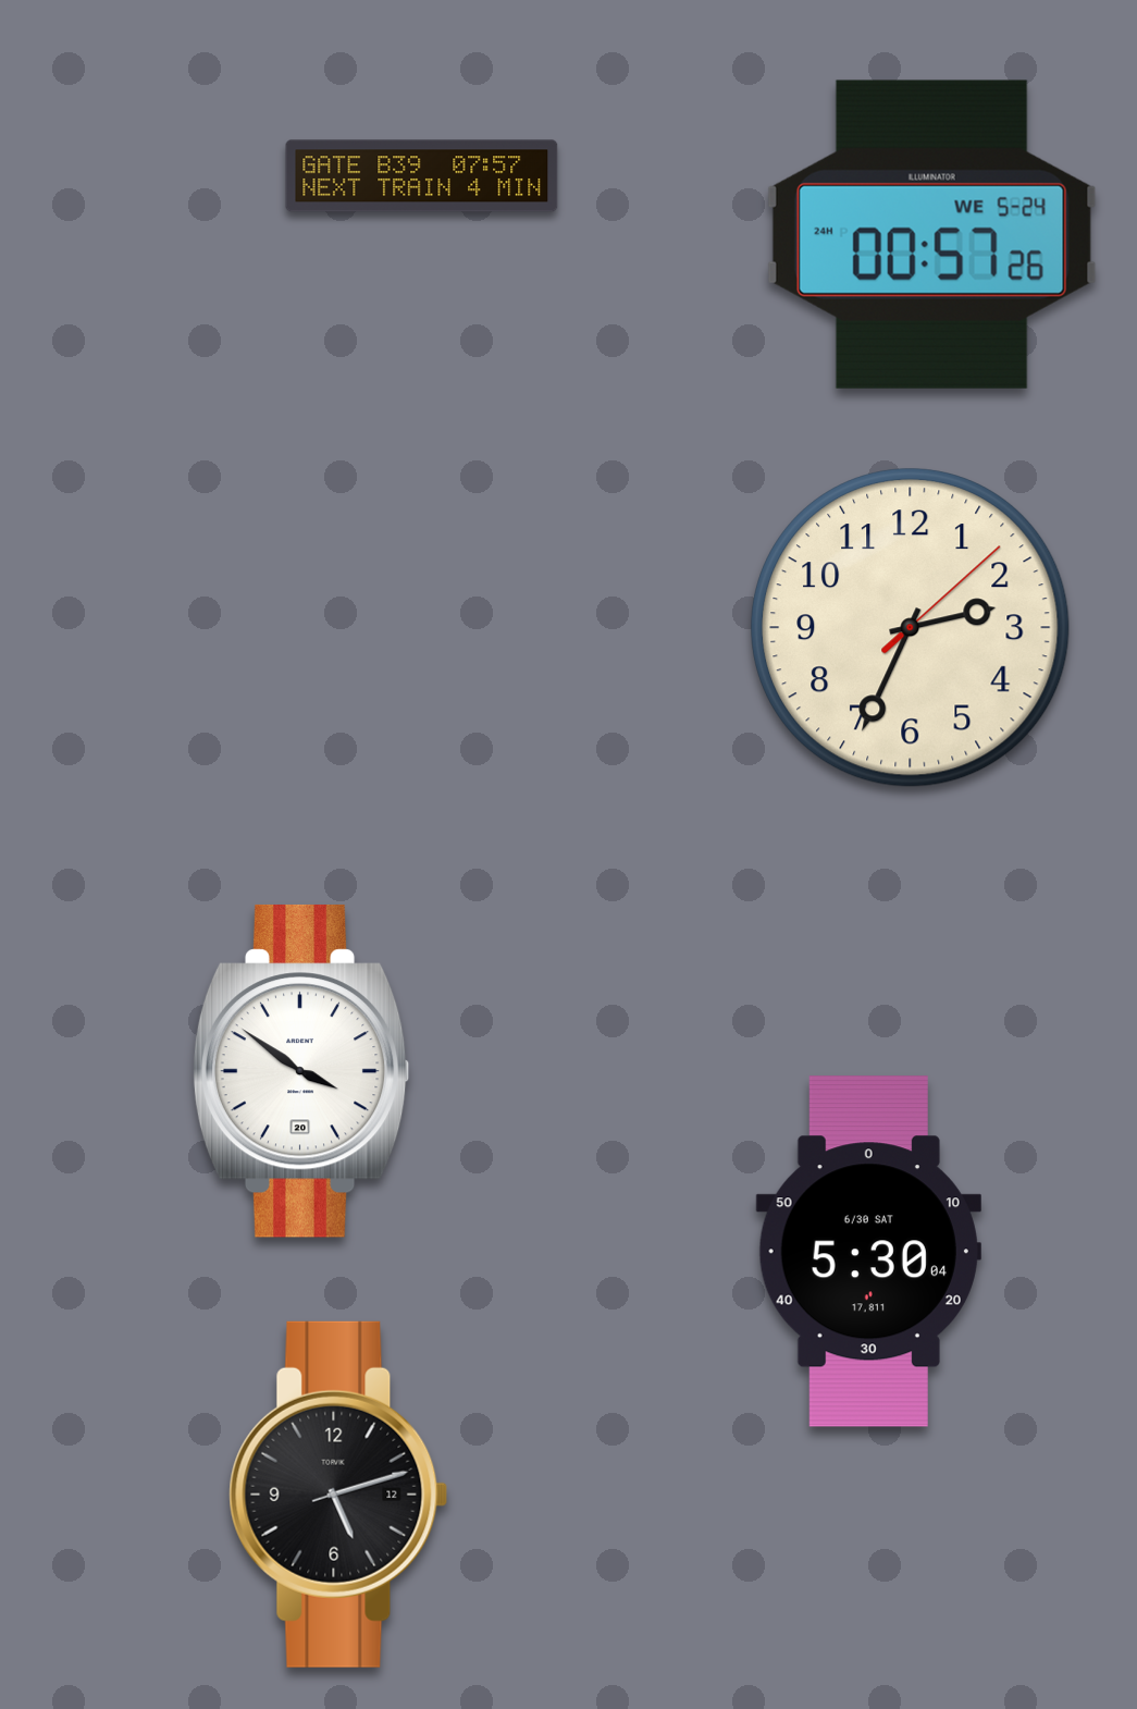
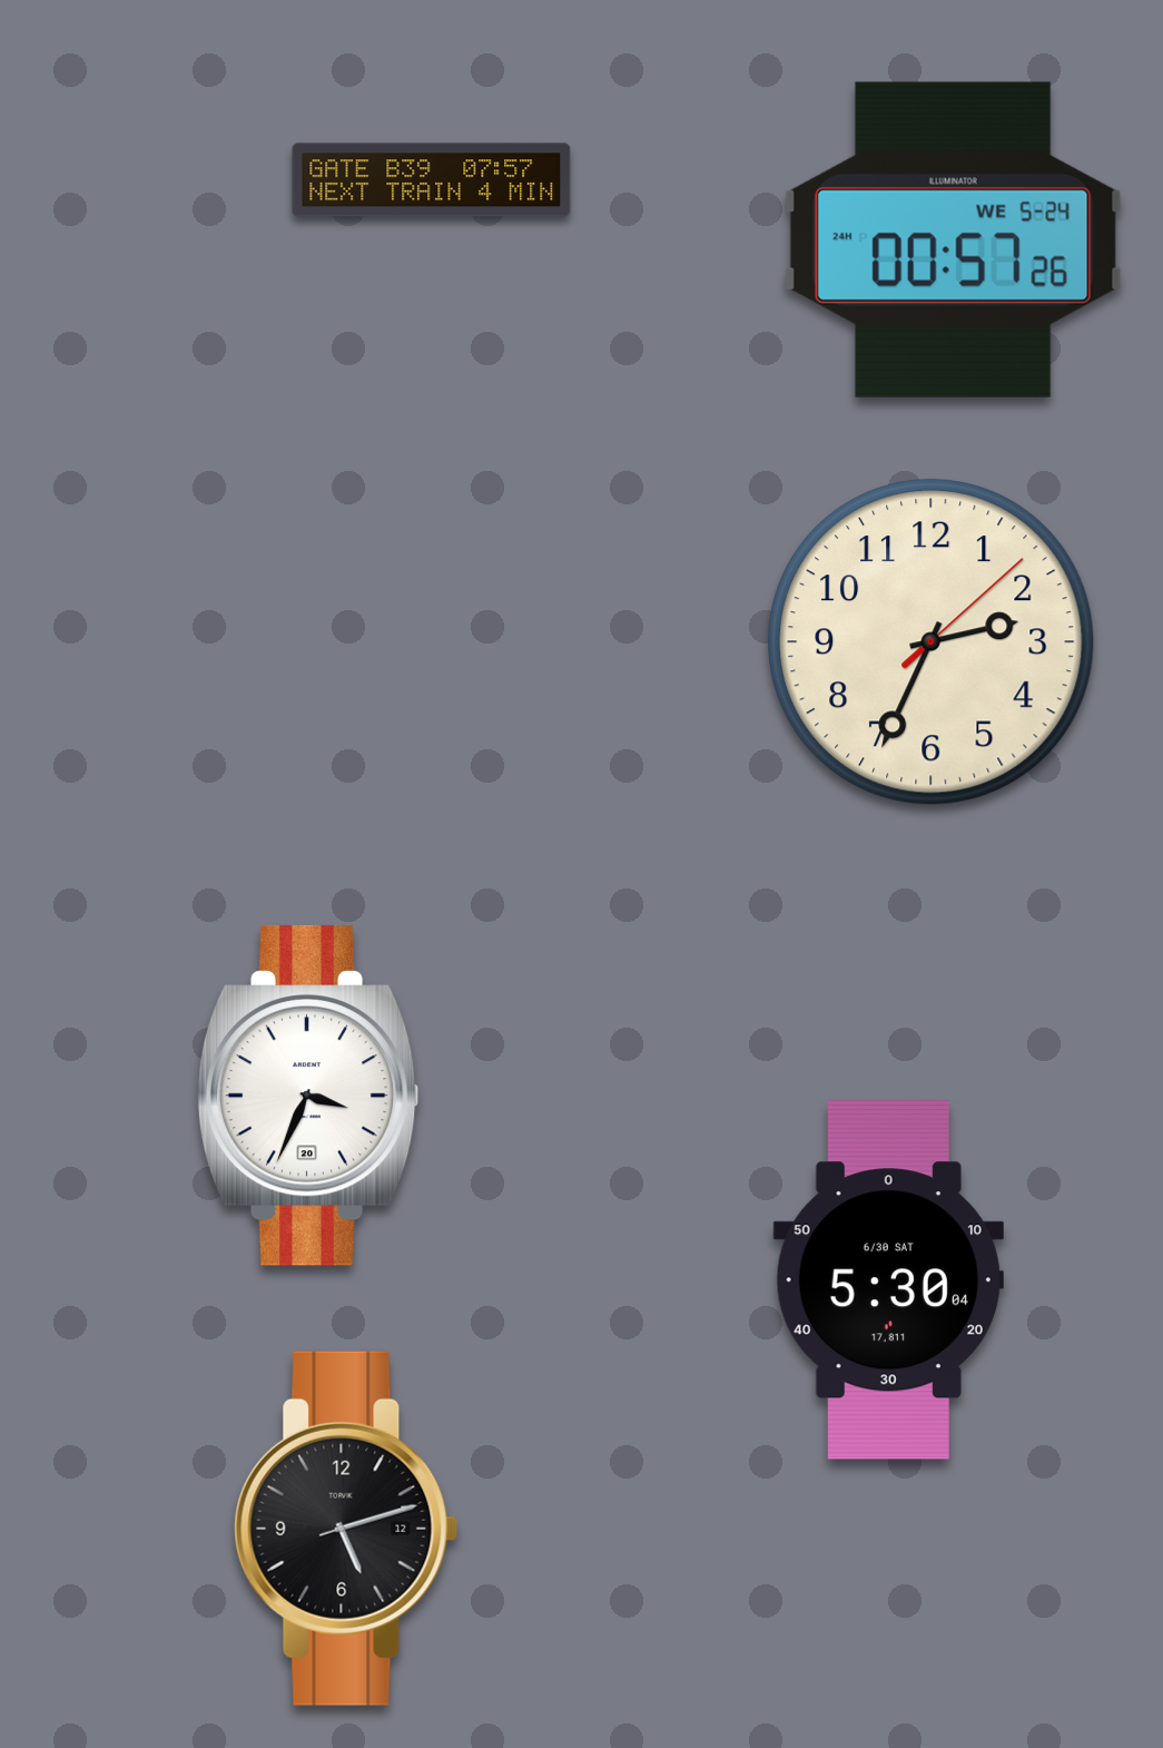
clock at (301, 1071): 3:51 -> 3:34
